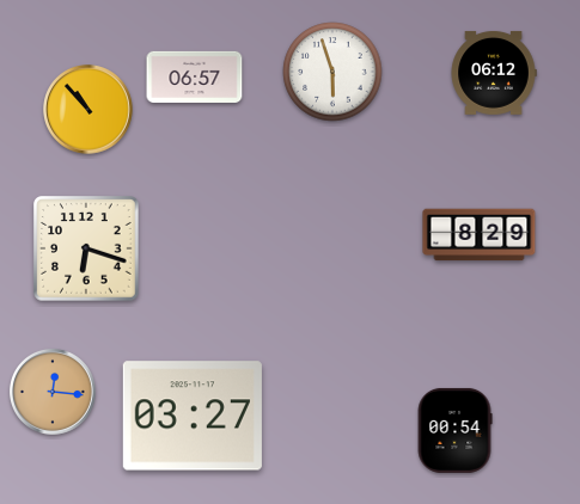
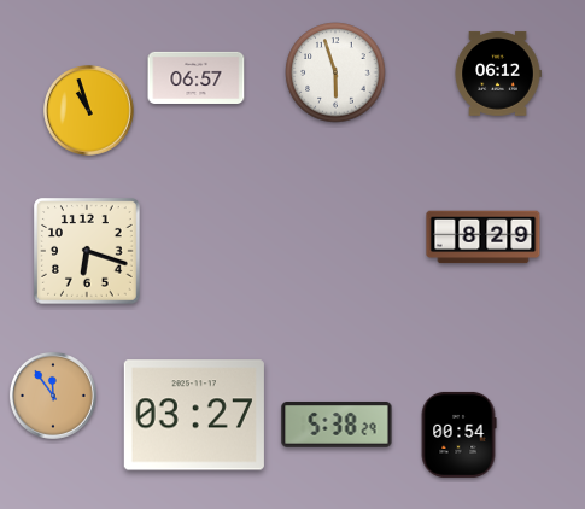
clock at (88, 110): 10:53 -> 10:57
clock at (53, 392): 12:16 -> 11:54
clock at (193, 416) position: (193, 416) -> (194, 415)
clock at (337, 426): none -> 5:38
